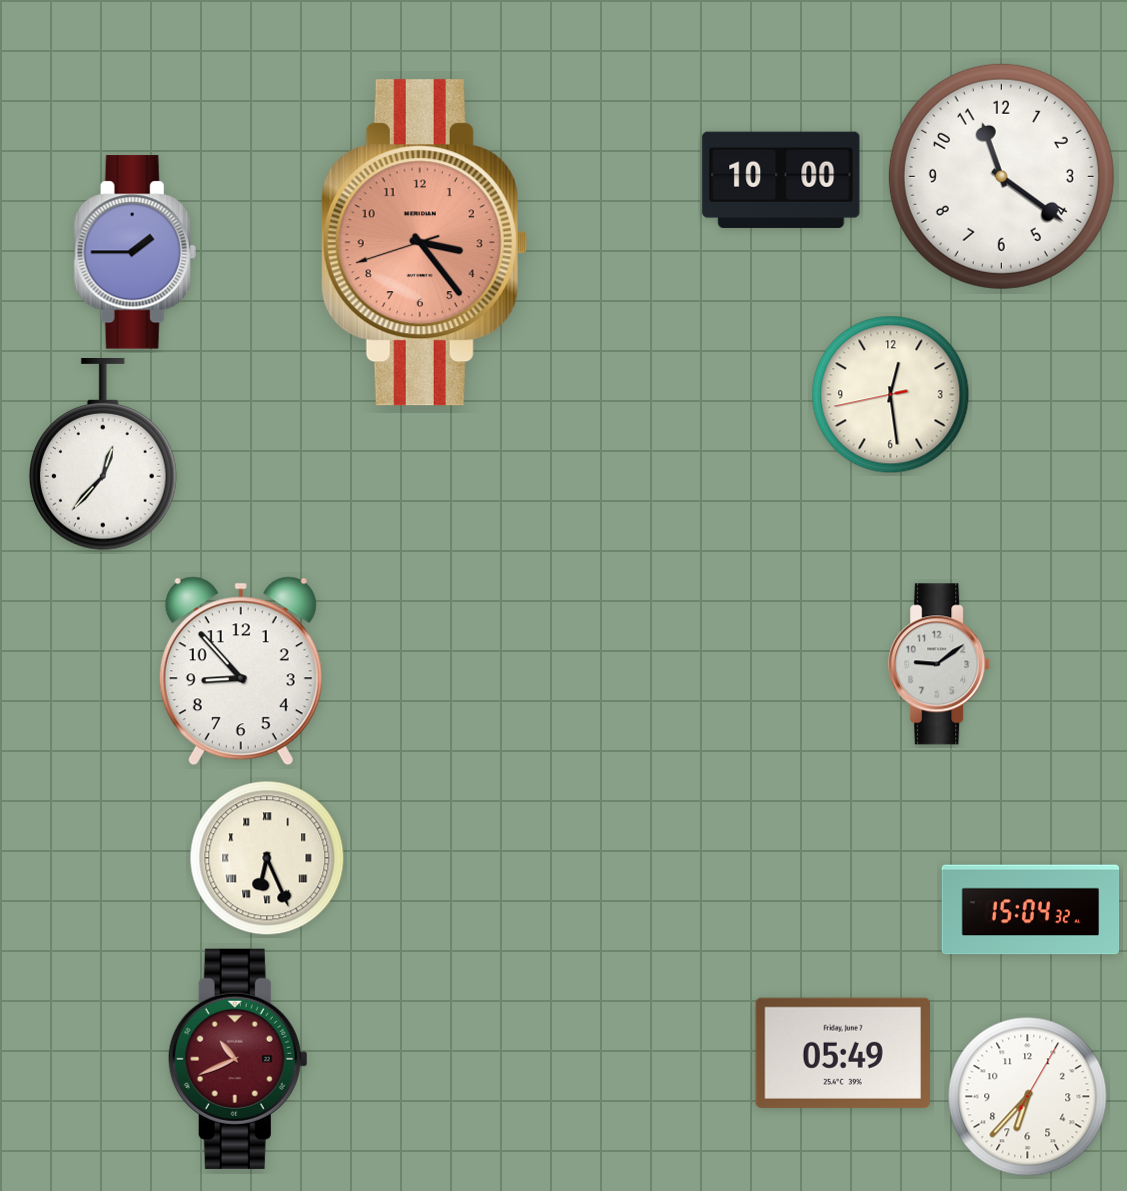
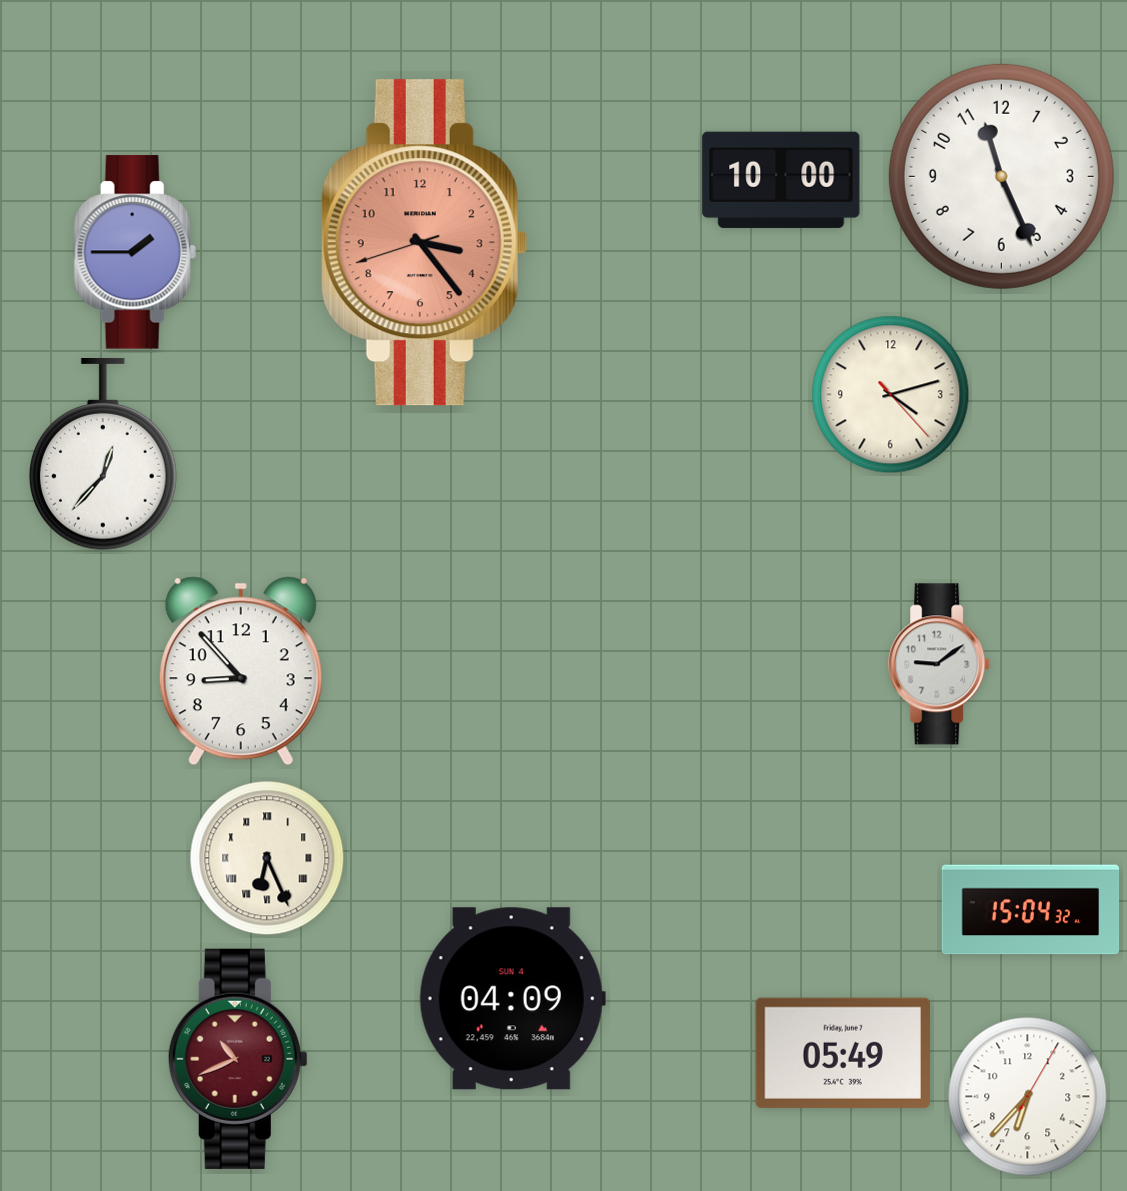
clock at (1001, 176): 11:21 -> 11:26
clock at (891, 395): 12:28 -> 4:12
clock at (512, 999): none -> 04:09
